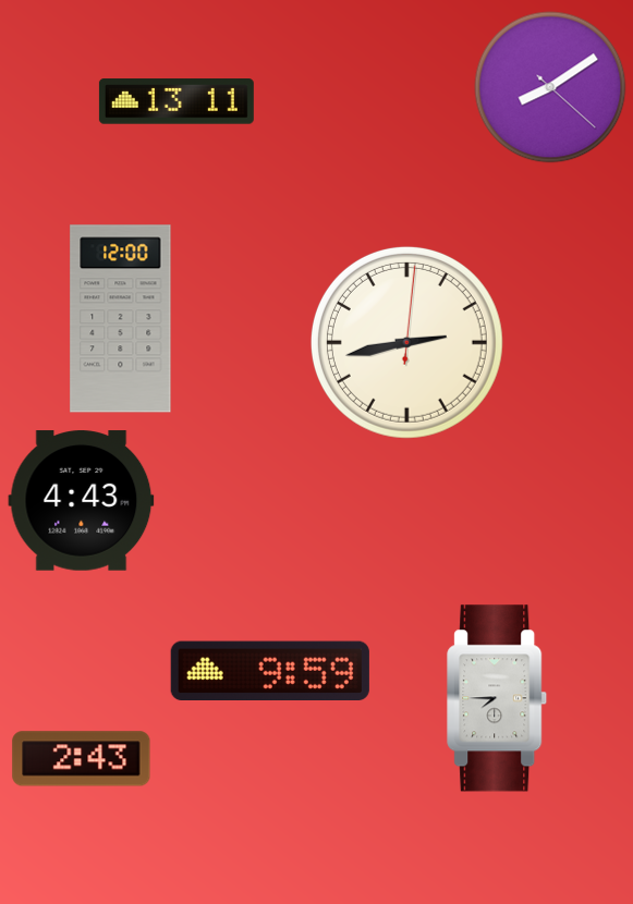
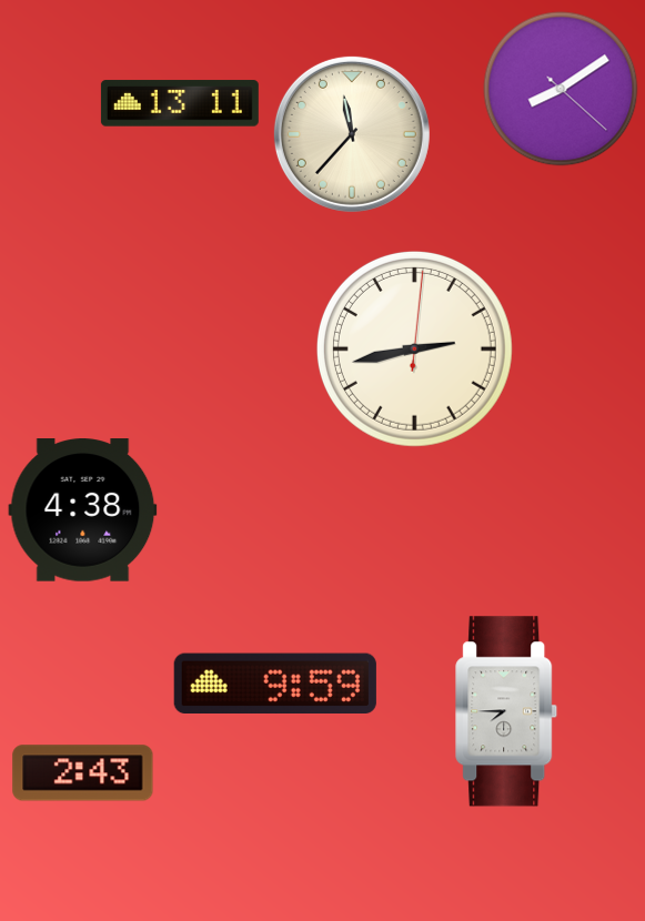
clock at (352, 134): none -> 11:37
clock at (121, 319): 12:00 -> none
clock at (82, 501): 4:43 -> 4:38
